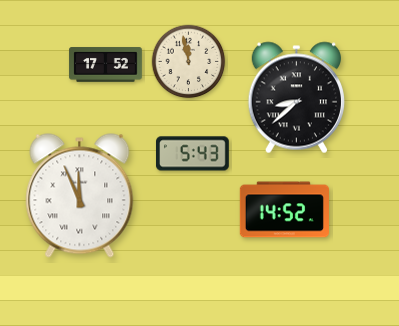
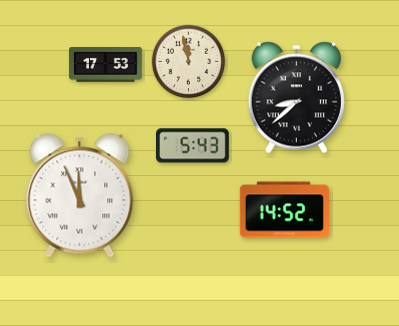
clock at (106, 65): 17:52 -> 17:53
clock at (193, 154) position: (193, 154) -> (193, 146)
